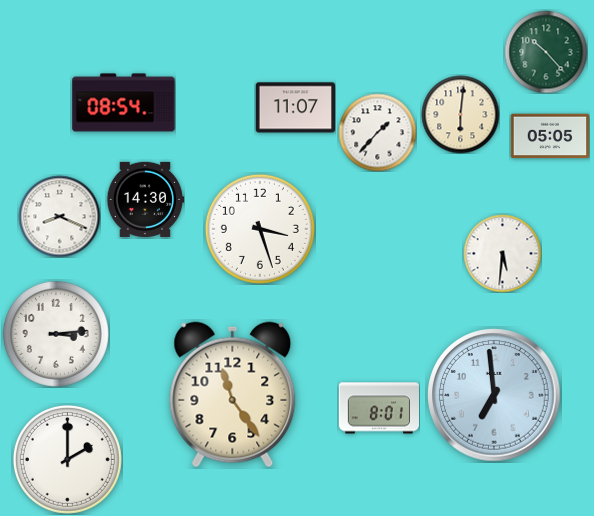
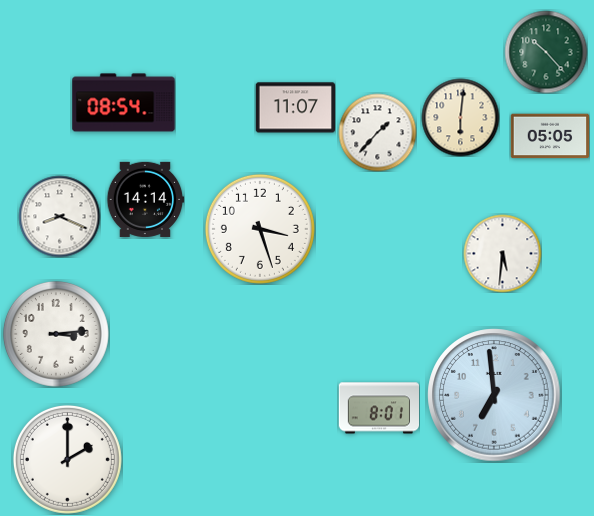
clock at (460, 114) position: (460, 114) -> (460, 117)
clock at (145, 199): 14:30 -> 14:14
clock at (233, 395): 11:24 -> none
